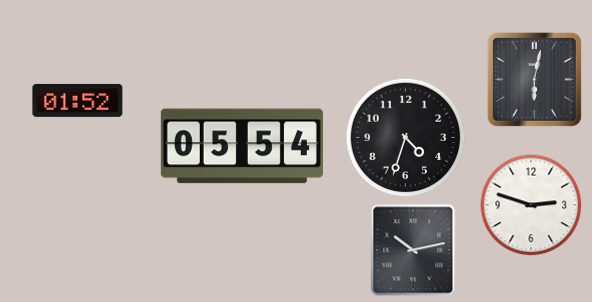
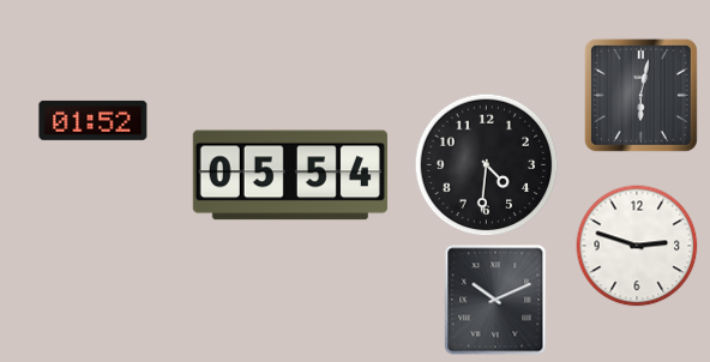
clock at (406, 138): 4:33 -> 4:31
clock at (413, 250): 10:13 -> 10:11
